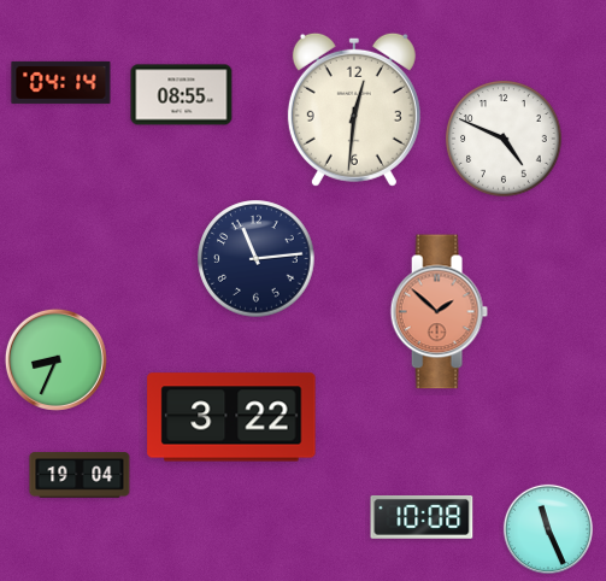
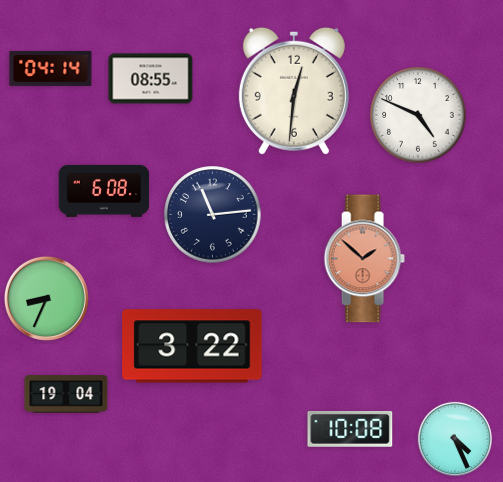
clock at (104, 191): none -> 6:08
clock at (548, 529): 11:26 -> 4:26
